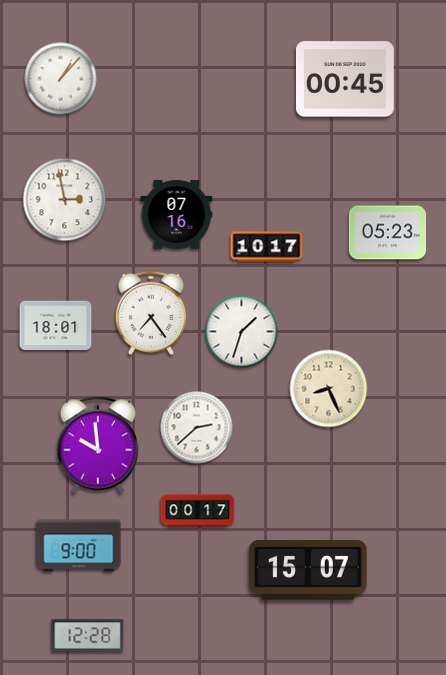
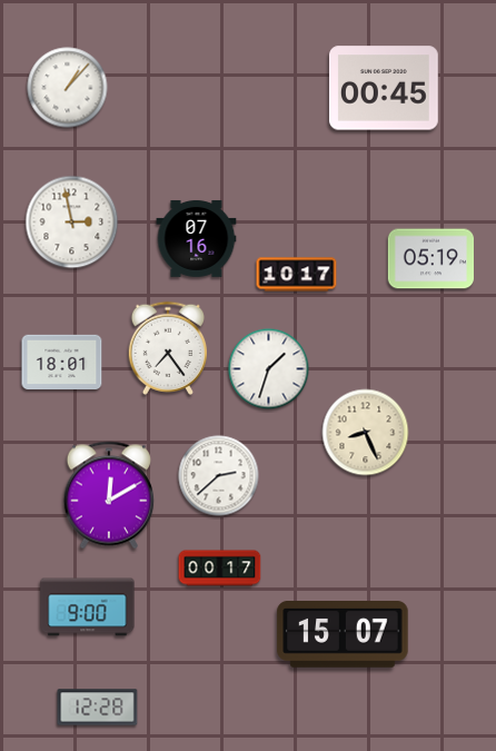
clock at (387, 233): 05:23 -> 05:19
clock at (97, 445): 9:59 -> 12:10
